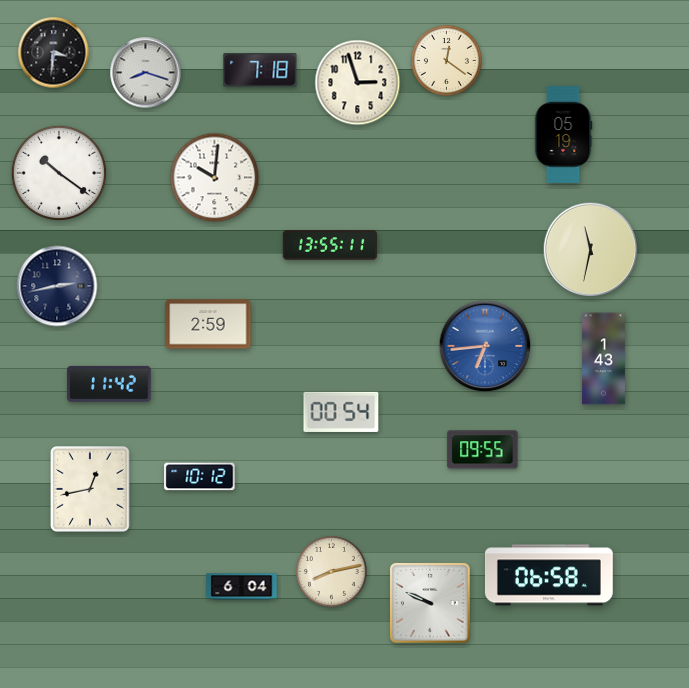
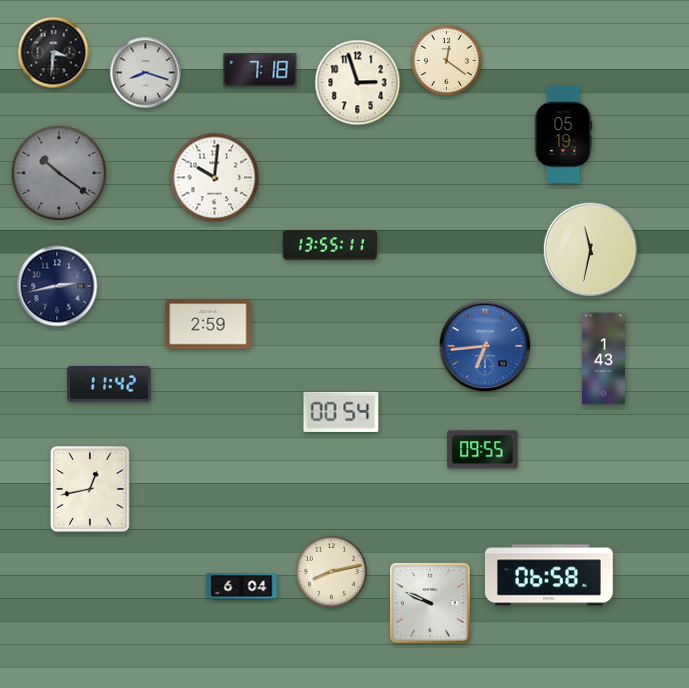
clock at (59, 173) dial: white -> grey
clock at (200, 477): 10:12 -> none
